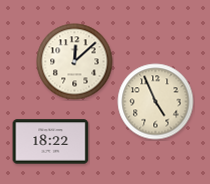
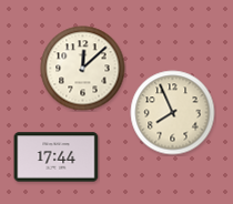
clock at (156, 102): 4:56 -> 7:56
clock at (51, 142): 18:22 -> 17:44
